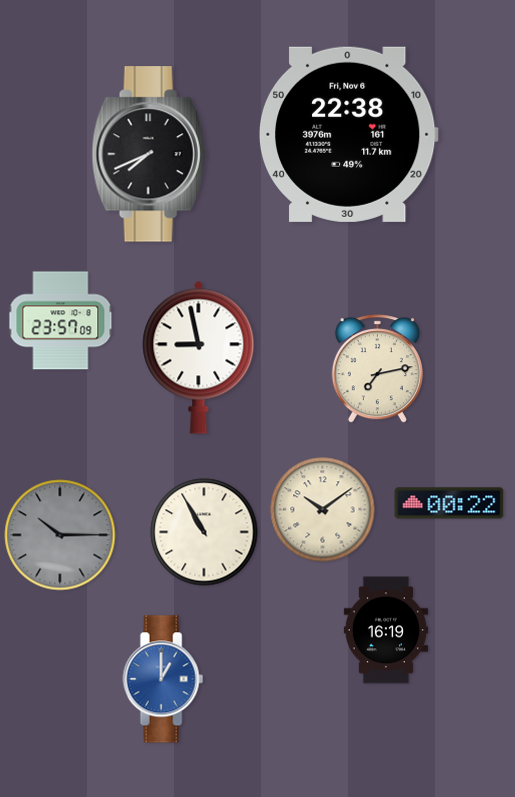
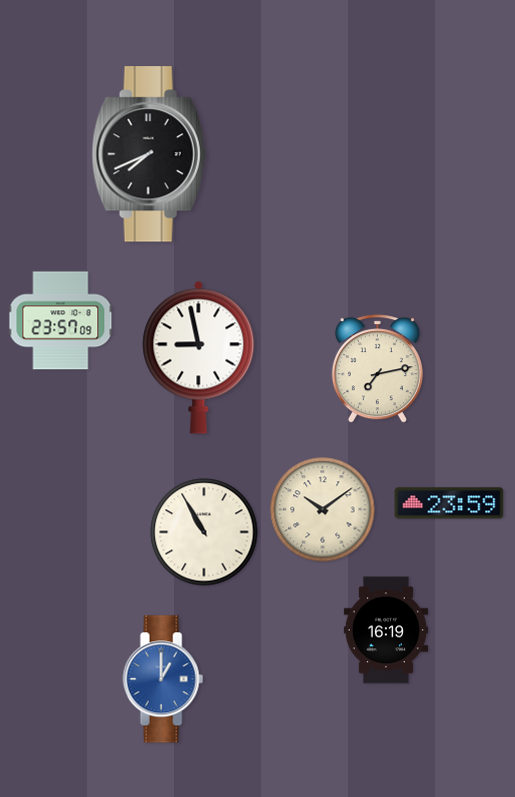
clock at (348, 134): 22:38 -> none
clock at (449, 503): 00:22 -> 23:59
clock at (60, 535): 10:15 -> none
